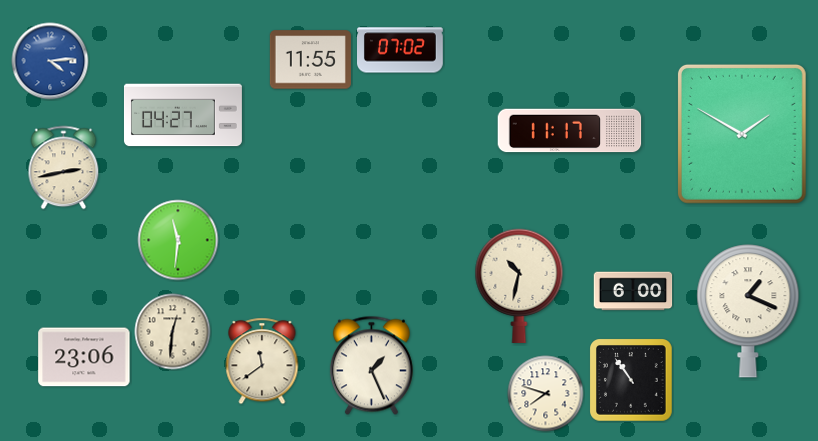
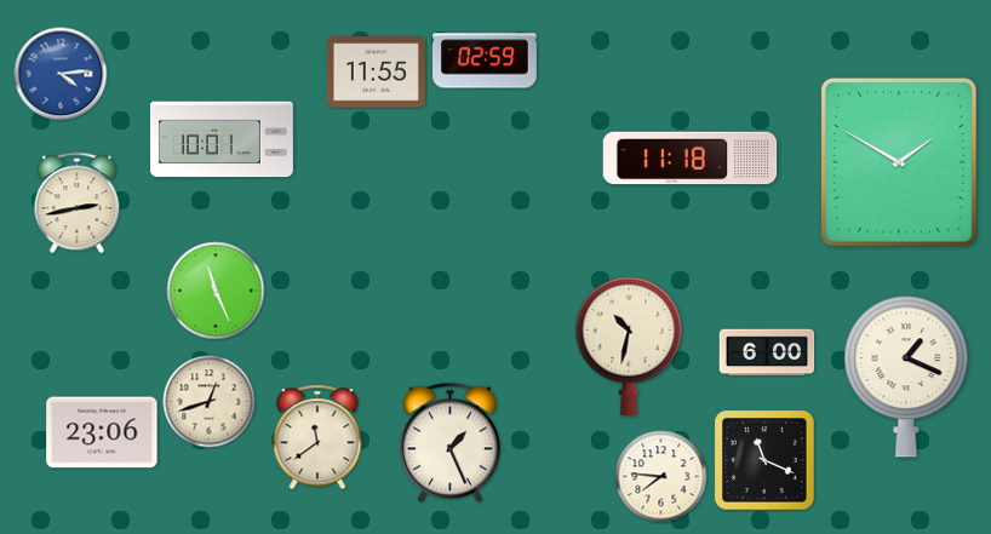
clock at (401, 50): 07:02 -> 02:59
clock at (183, 115): 04:27 -> 10:01
clock at (570, 131): 11:17 -> 11:18
clock at (178, 240): 11:31 -> 11:26
clock at (173, 332): 12:31 -> 12:42
clock at (632, 381): 10:54 -> 11:19
clock at (546, 394): 7:48 -> 7:46
